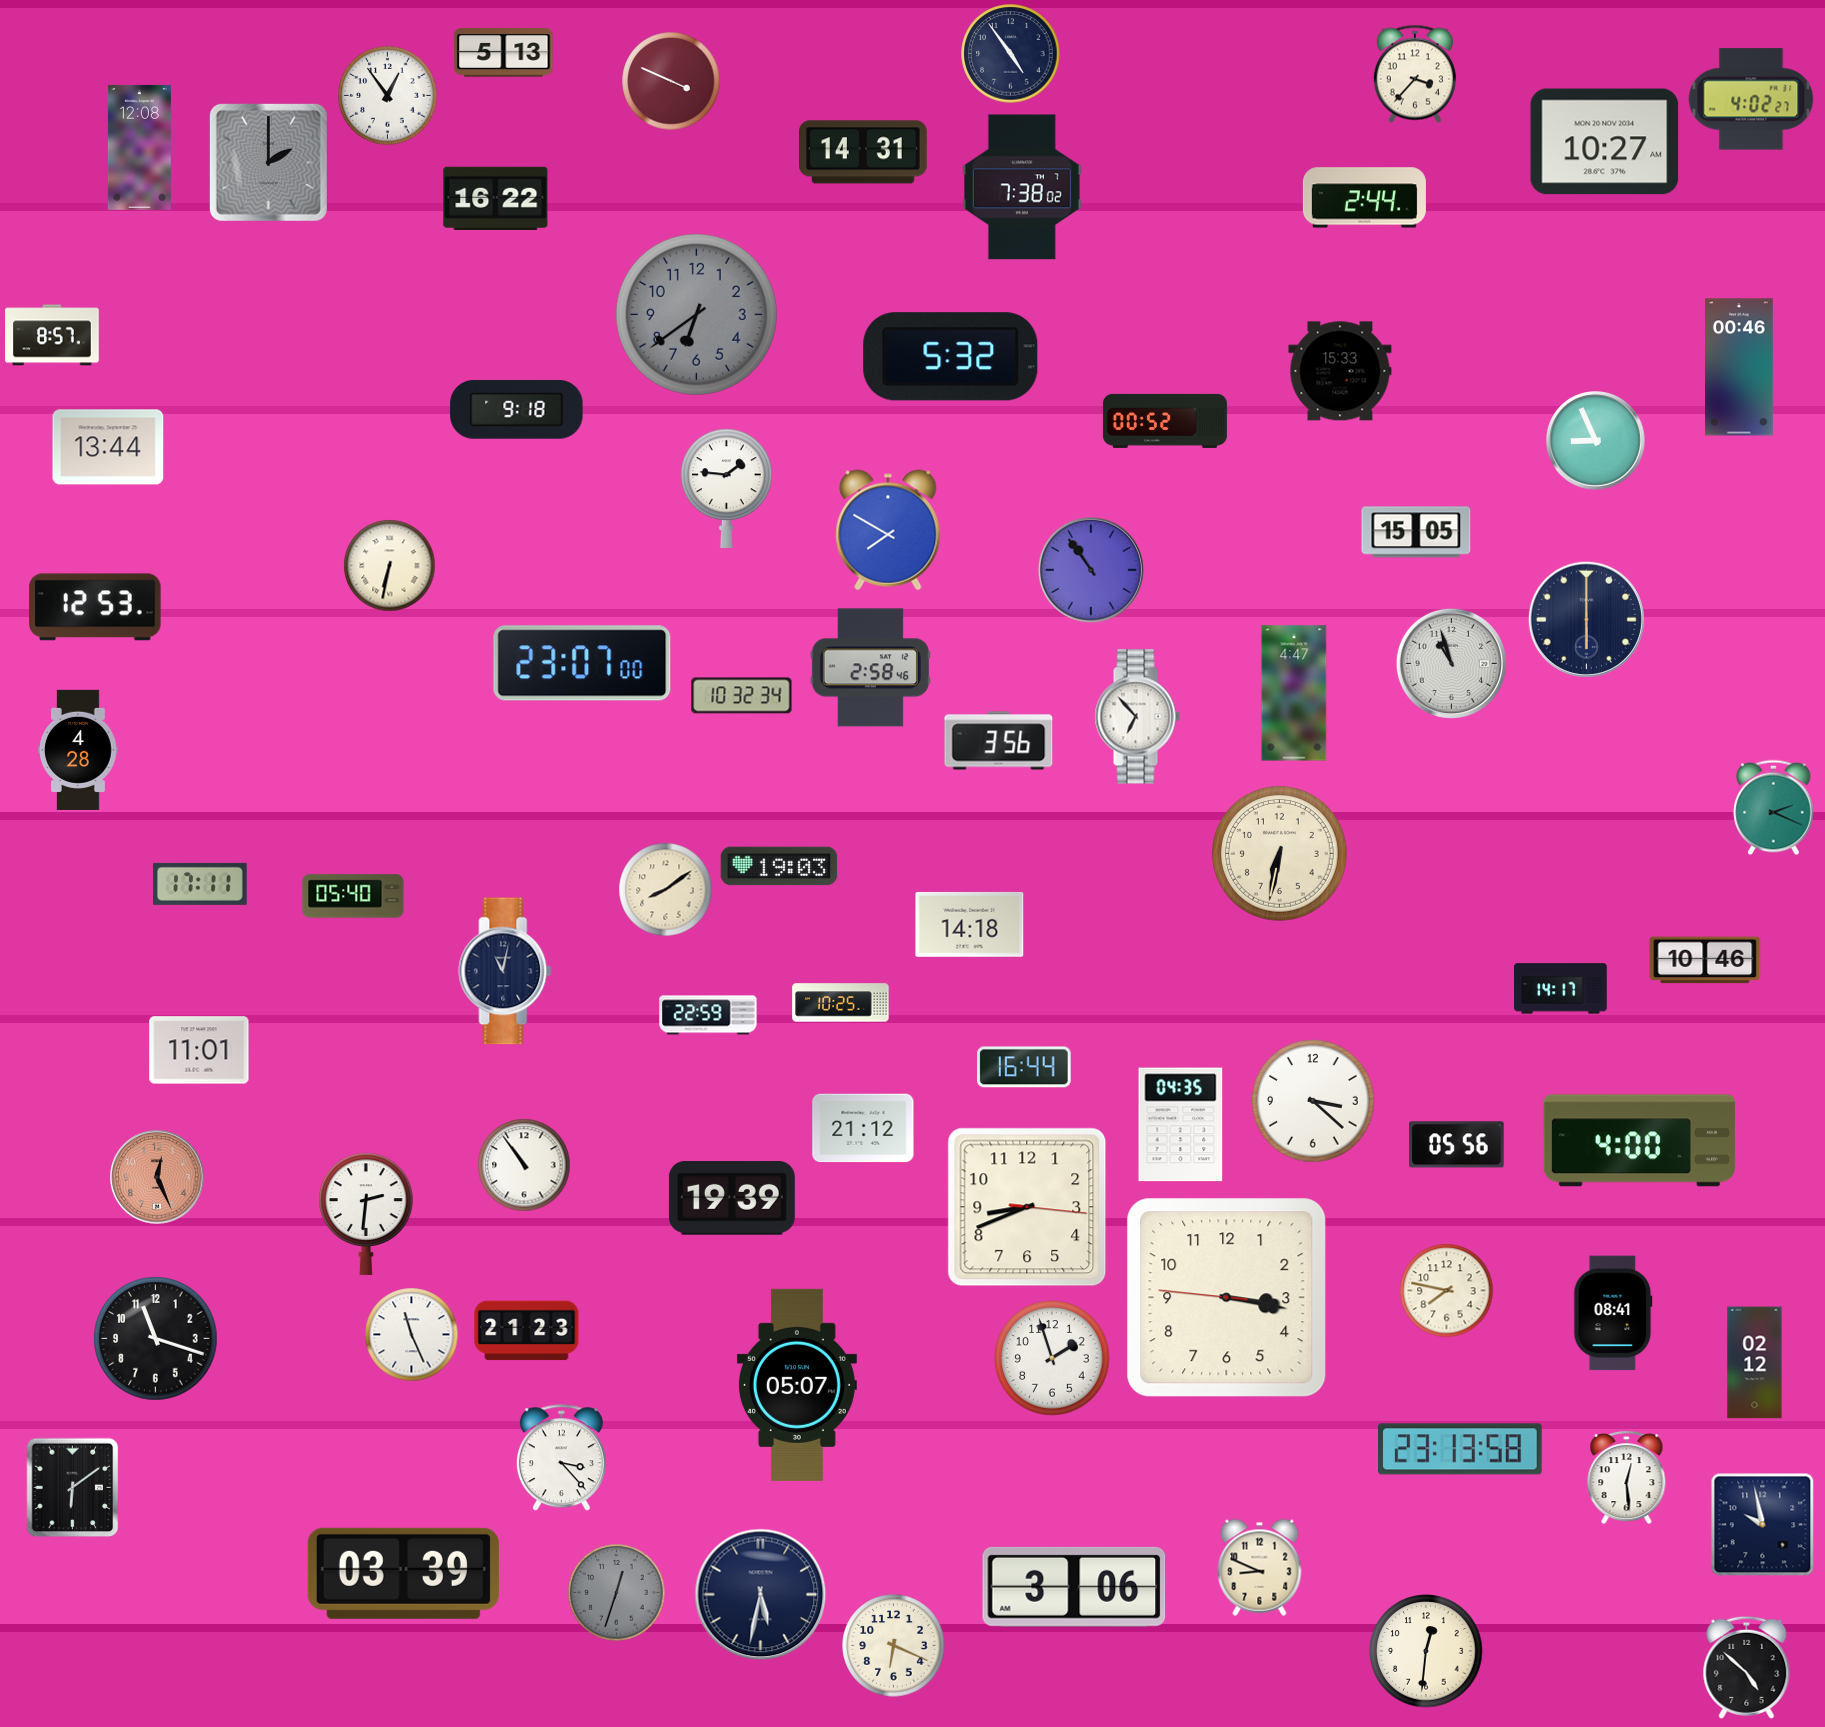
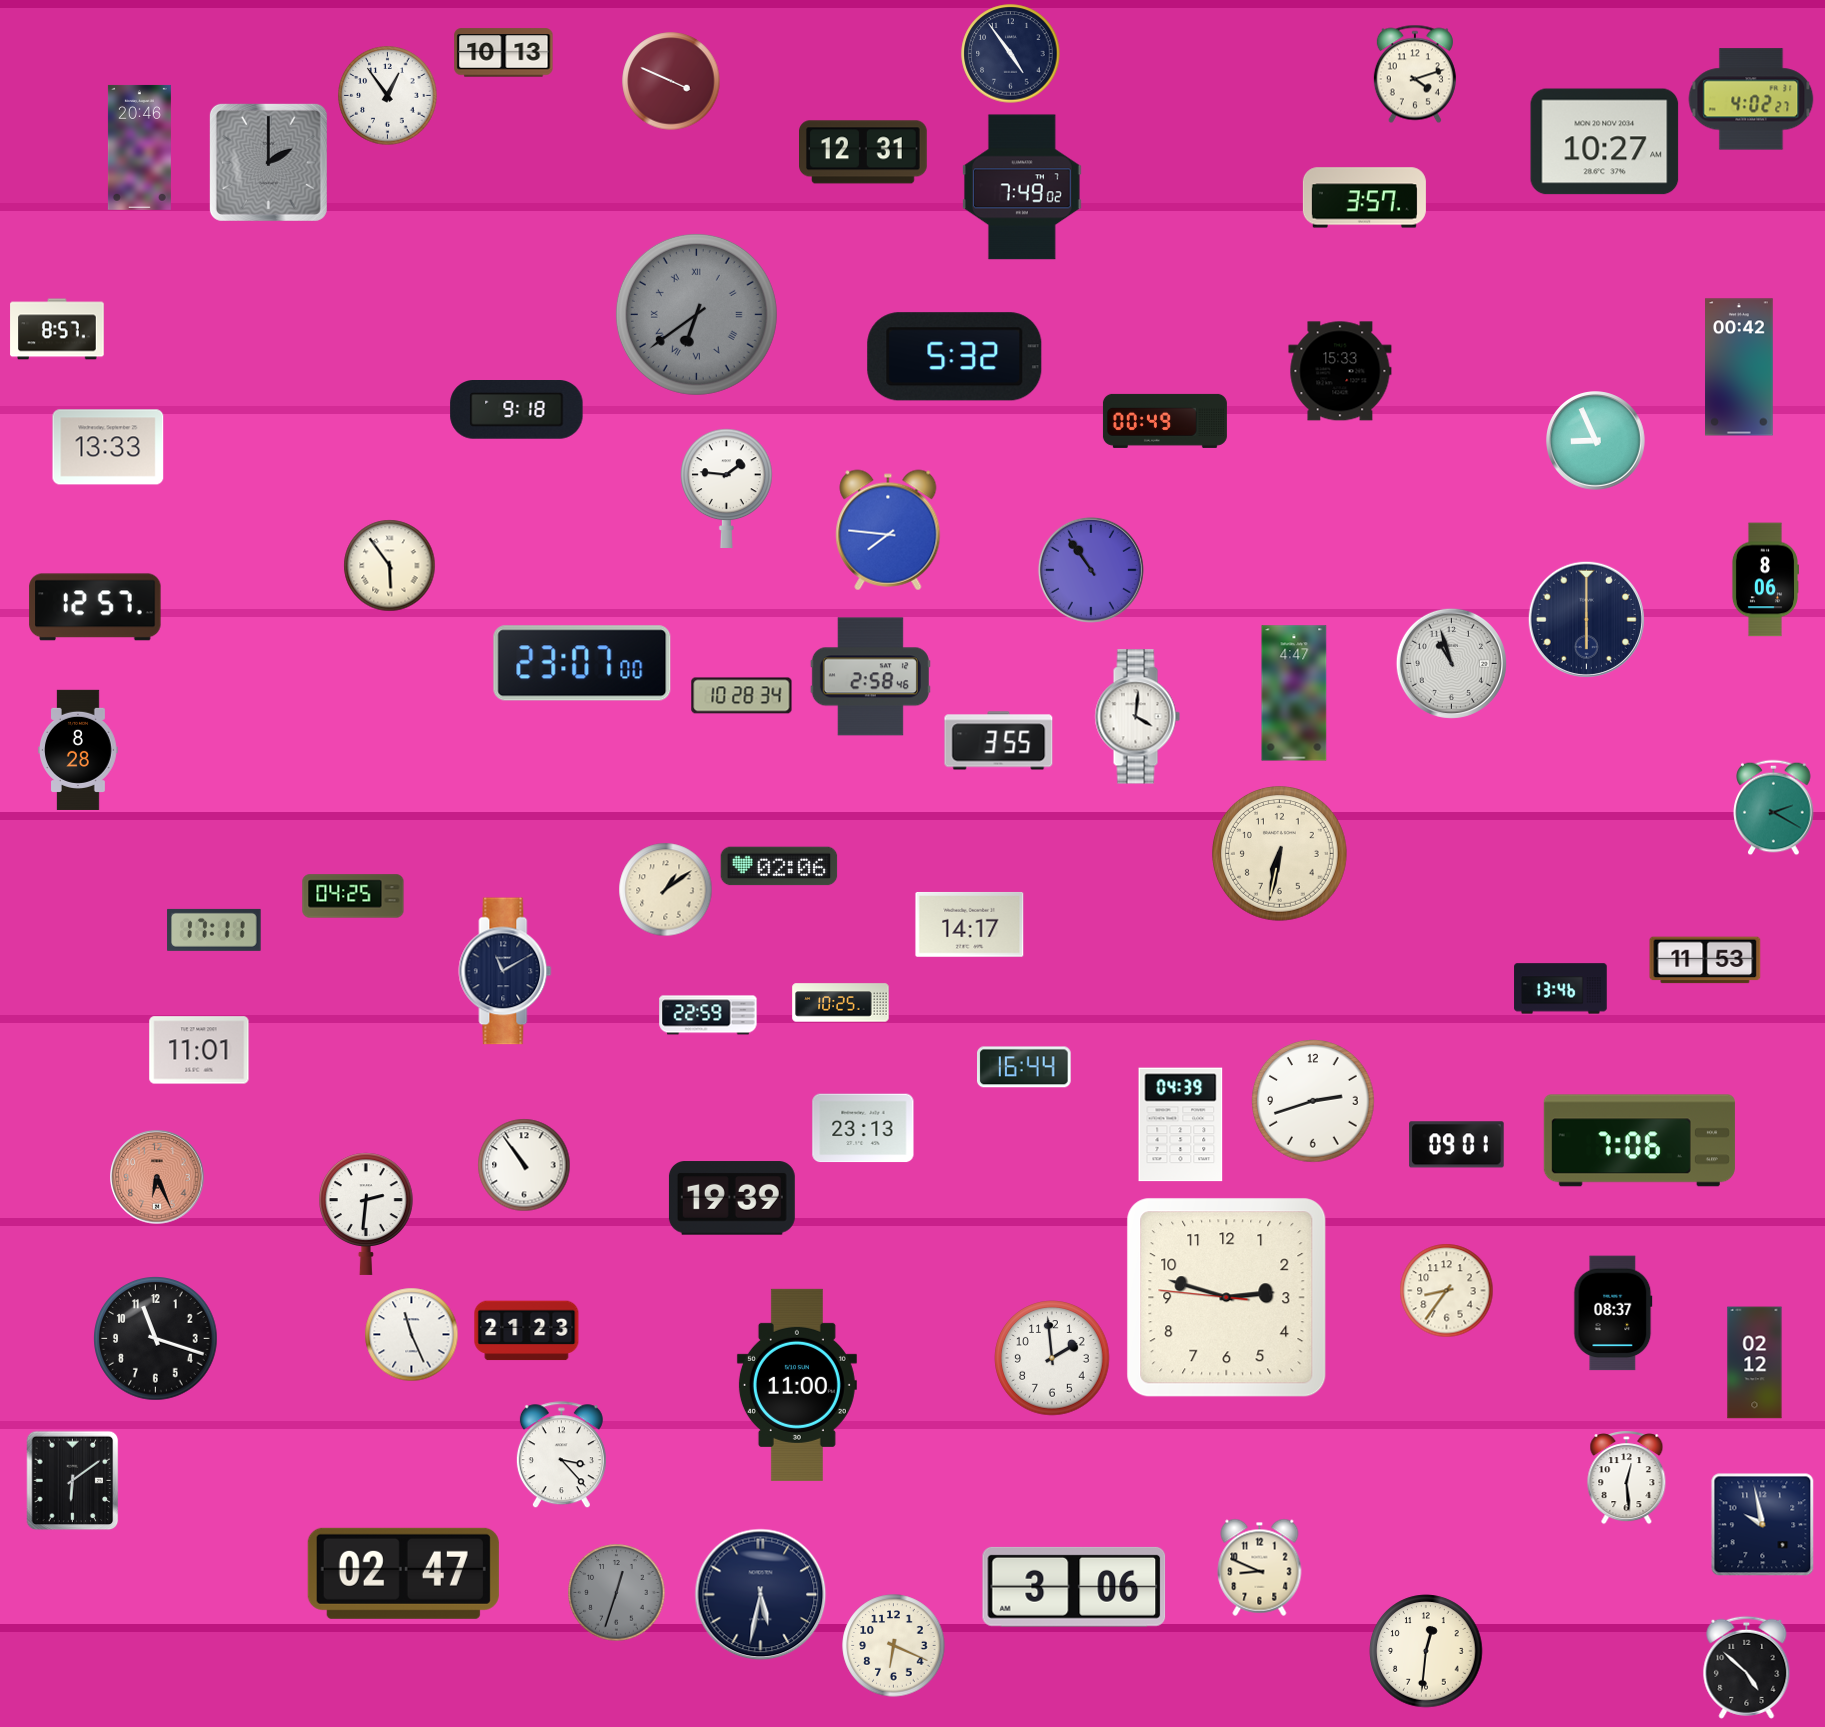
clock at (504, 53): 5:13 -> 10:13
clock at (1415, 74): 3:37 -> 4:12
clock at (139, 147): 12:08 -> 20:46
clock at (864, 152): 14:31 -> 12:31
clock at (1022, 187): 7:38 -> 7:49
clock at (496, 198): 16:22 -> none
clock at (1364, 198): 2:44 -> 3:57
clock at (696, 314) numerals: Arabic -> Roman
clock at (52, 335) position: (52, 335) -> (57, 329)
clock at (951, 357) position: (951, 357) -> (955, 357)
clock at (1739, 367): 00:46 -> 00:42
clock at (1165, 421): 00:52 -> 00:49
clock at (108, 447): 13:44 -> 13:33
clock at (888, 530): 7:50 -> 7:46
clock at (1416, 532): 15:05 -> none
clock at (390, 566): 6:32 -> 5:54
clock at (1765, 580): none -> 8:06
clock at (95, 607): 12:53 -> 12:57
clock at (870, 668) position: (870, 668) -> (870, 677)
clock at (742, 696): 10:32 -> 10:28
clock at (1137, 717): 6:53 -> 4:01
clock at (999, 741): 3:56 -> 3:55
clock at (79, 749): 4:28 -> 8:28
clock at (1774, 808): 2:19 -> 2:20
clock at (779, 866): 19:03 -> 02:06
clock at (200, 884) position: (200, 884) -> (214, 930)
clock at (666, 890): 8:09 -> 1:09
clock at (353, 896): 05:40 -> 04:25
clock at (970, 924): 14:18 -> 14:17
clock at (1705, 960): 10:46 -> 11:53
clock at (505, 971): 11:02 -> 11:10
clock at (1561, 989): 14:17 -> 13:46
clock at (1313, 1101): 3:22 -> 2:42
clock at (1181, 1125): 04:35 -> 04:39
clock at (863, 1128): 21:12 -> 23:13
clock at (1639, 1141): 4:00 -> 7:06
clock at (1457, 1145): 05:56 -> 09:01
clock at (157, 1177): 12:26 -> 6:26
clock at (1027, 1207): 8:41 -> none
clock at (1447, 1291): 7:47 -> 8:36
clock at (1227, 1298): 3:16 -> 2:47
clock at (1613, 1313): 08:41 -> 08:37
clock at (1052, 1358): 1:57 -> 1:59
clock at (797, 1385): 05:07 -> 11:00
clock at (1461, 1449): 23:13 -> none
clock at (561, 1458) position: (561, 1458) -> (561, 1455)
clock at (73, 1488) position: (73, 1488) -> (73, 1481)
clock at (403, 1573): 03:39 -> 02:47
